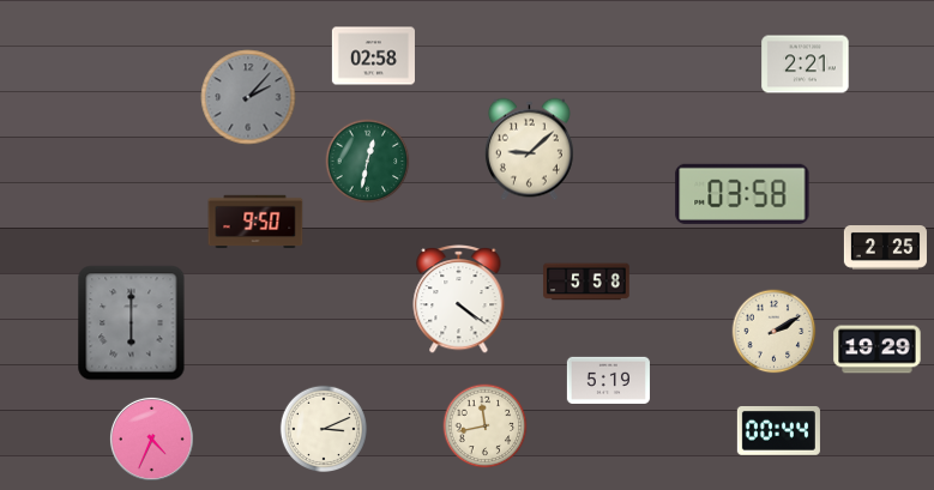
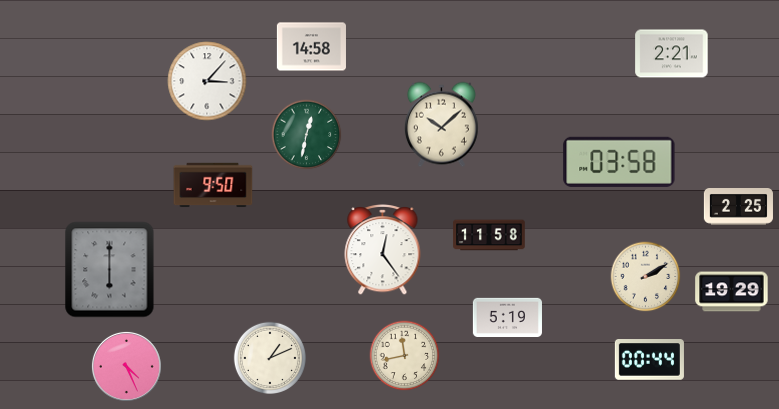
clock at (373, 56): 02:58 -> 14:58
clock at (248, 97): 2:07 -> 3:07
clock at (248, 97) dial: grey -> white
clock at (529, 150): 9:08 -> 10:08
clock at (586, 282): 5:58 -> 11:58
clock at (459, 300): 4:21 -> 12:24
clock at (323, 428): 3:11 -> 1:11
clock at (151, 438): 4:34 -> 4:26
